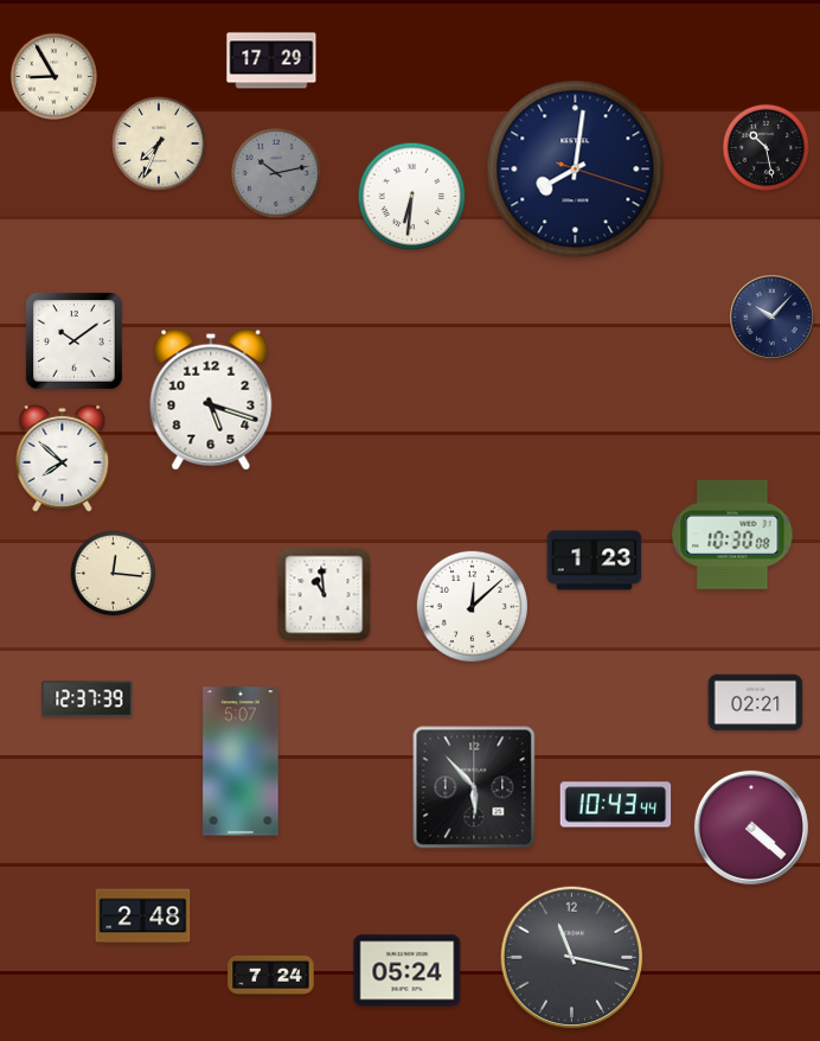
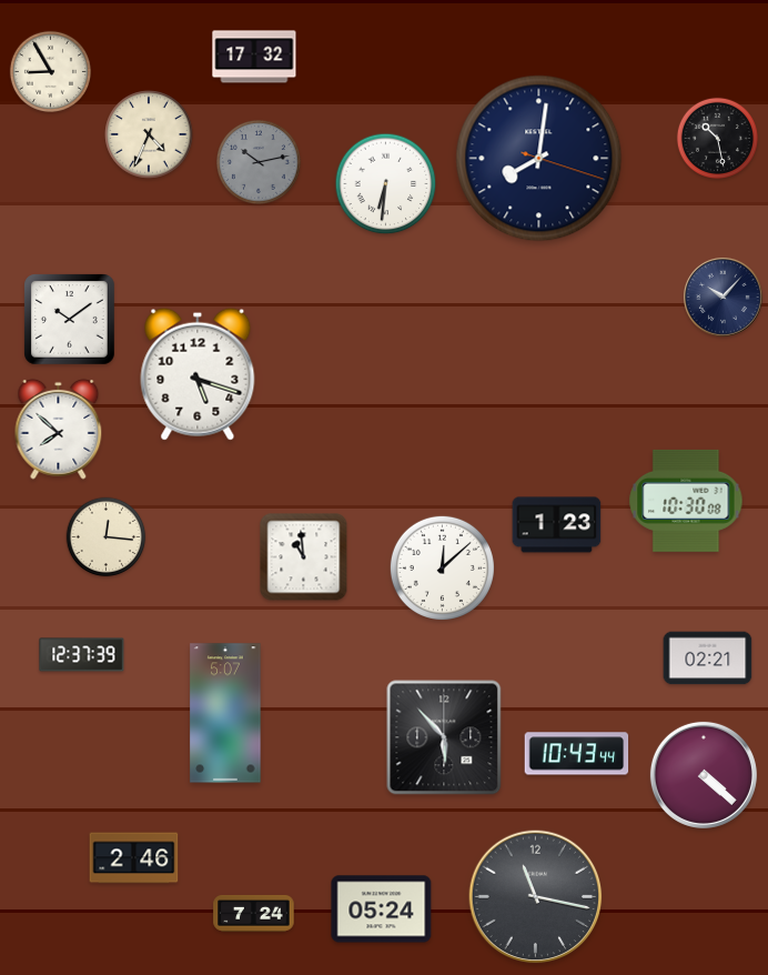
clock at (271, 60): 17:29 -> 17:32
clock at (159, 143): 7:34 -> 4:34
clock at (143, 917): 2:48 -> 2:46
